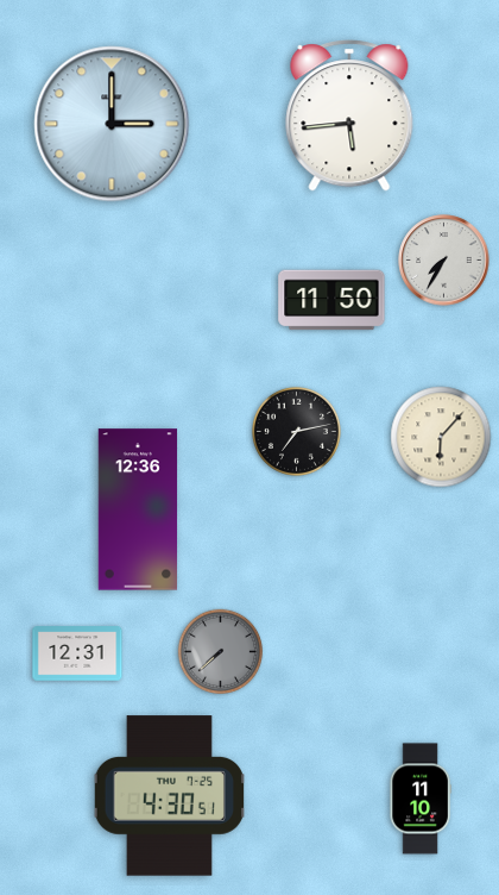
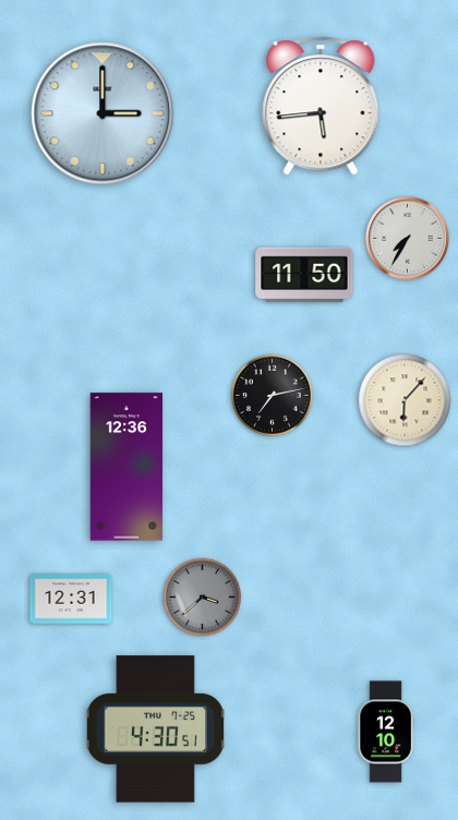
clock at (221, 652): 7:38 -> 3:38
clock at (421, 799): 11:10 -> 12:10
